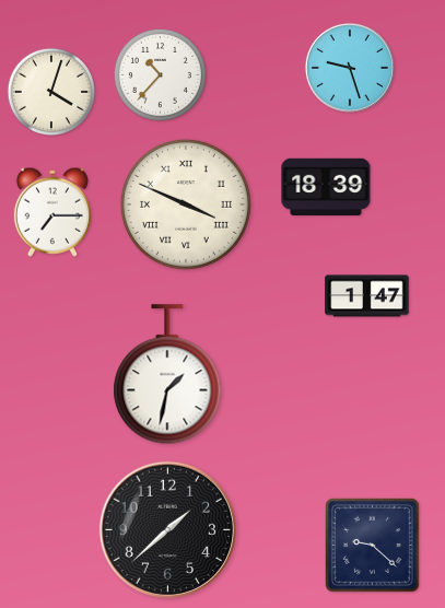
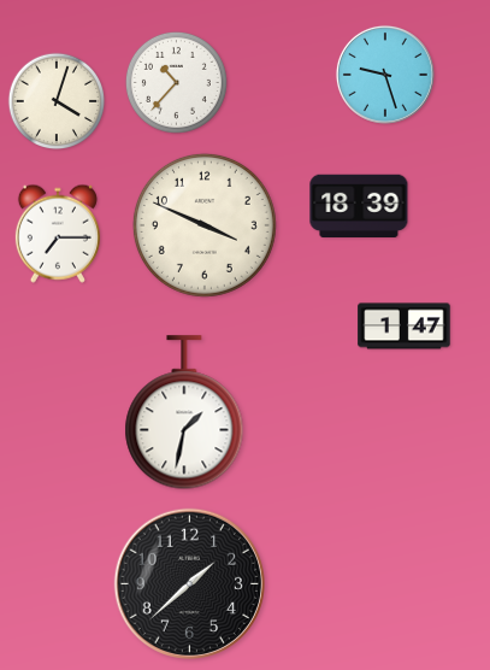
clock at (186, 204) numerals: Roman -> Arabic
clock at (167, 529) position: (167, 529) -> (189, 583)
clock at (373, 546): 9:22 -> none
